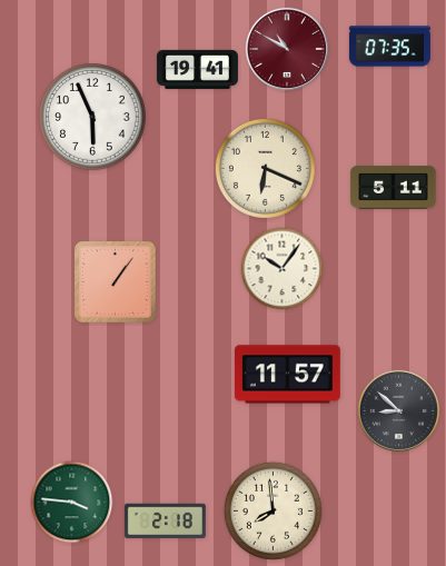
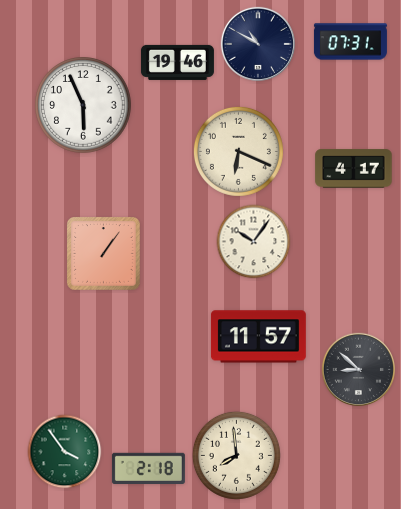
clock at (389, 47): 07:35 -> 07:31
clock at (286, 48) dial: burgundy -> navy
clock at (197, 69): 19:41 -> 19:46
clock at (394, 188): 5:11 -> 4:17
clock at (72, 503): 3:46 -> 3:54
clock at (272, 510) position: (272, 510) -> (236, 455)
